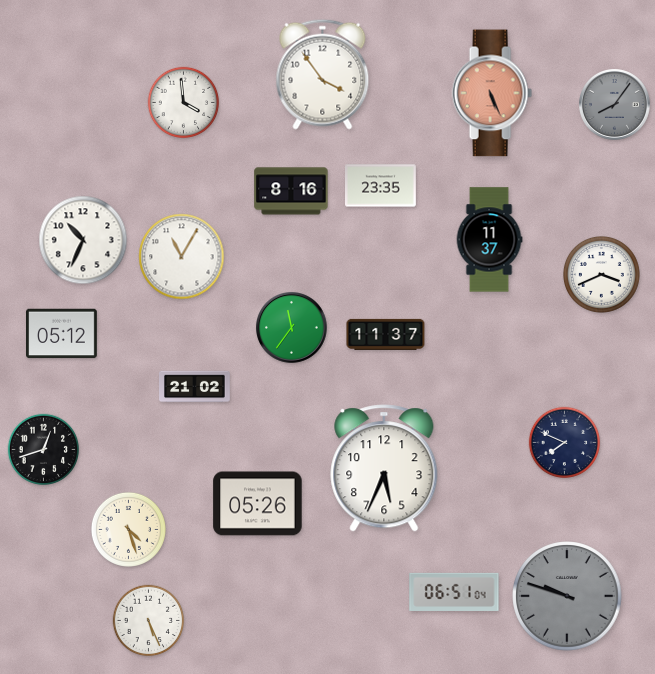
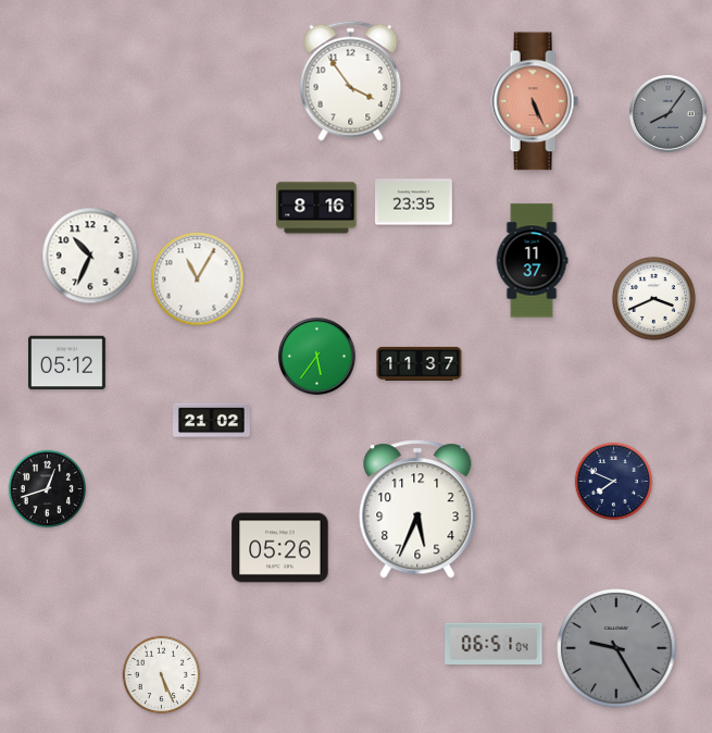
clock at (184, 103): 3:59 -> none
clock at (83, 240) position: (83, 240) -> (90, 256)
clock at (292, 328): 11:36 -> 5:36
clock at (128, 529): 4:27 -> none
clock at (567, 596): 9:48 -> 9:25
